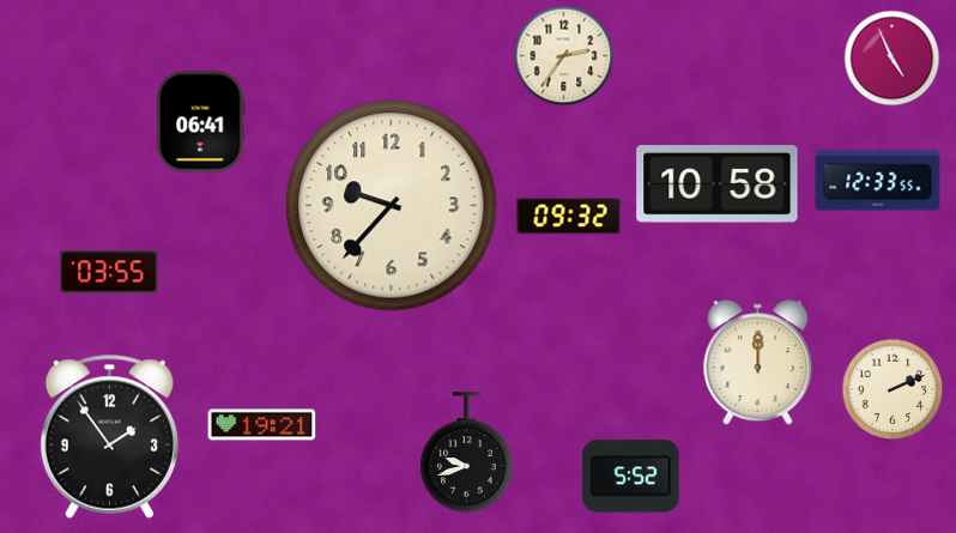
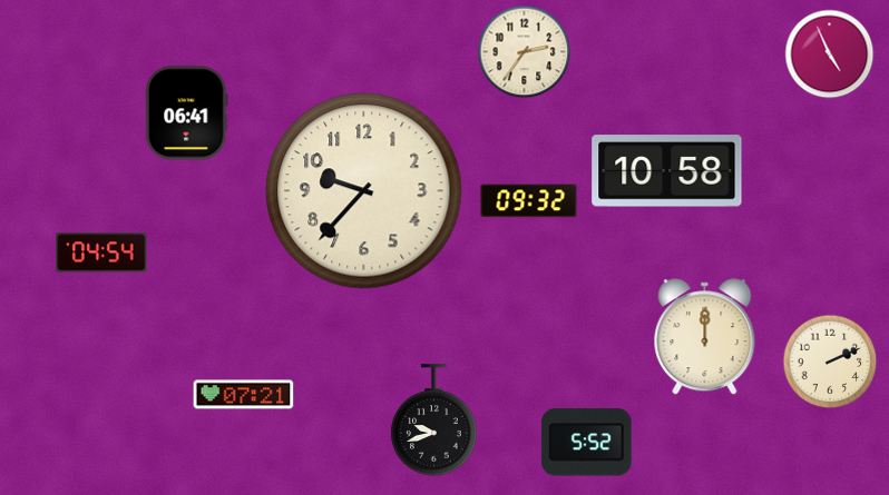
clock at (878, 181): 12:33 -> none
clock at (109, 272): 03:55 -> 04:54
clock at (262, 425): 19:21 -> 07:21
clock at (109, 436): 1:54 -> none
